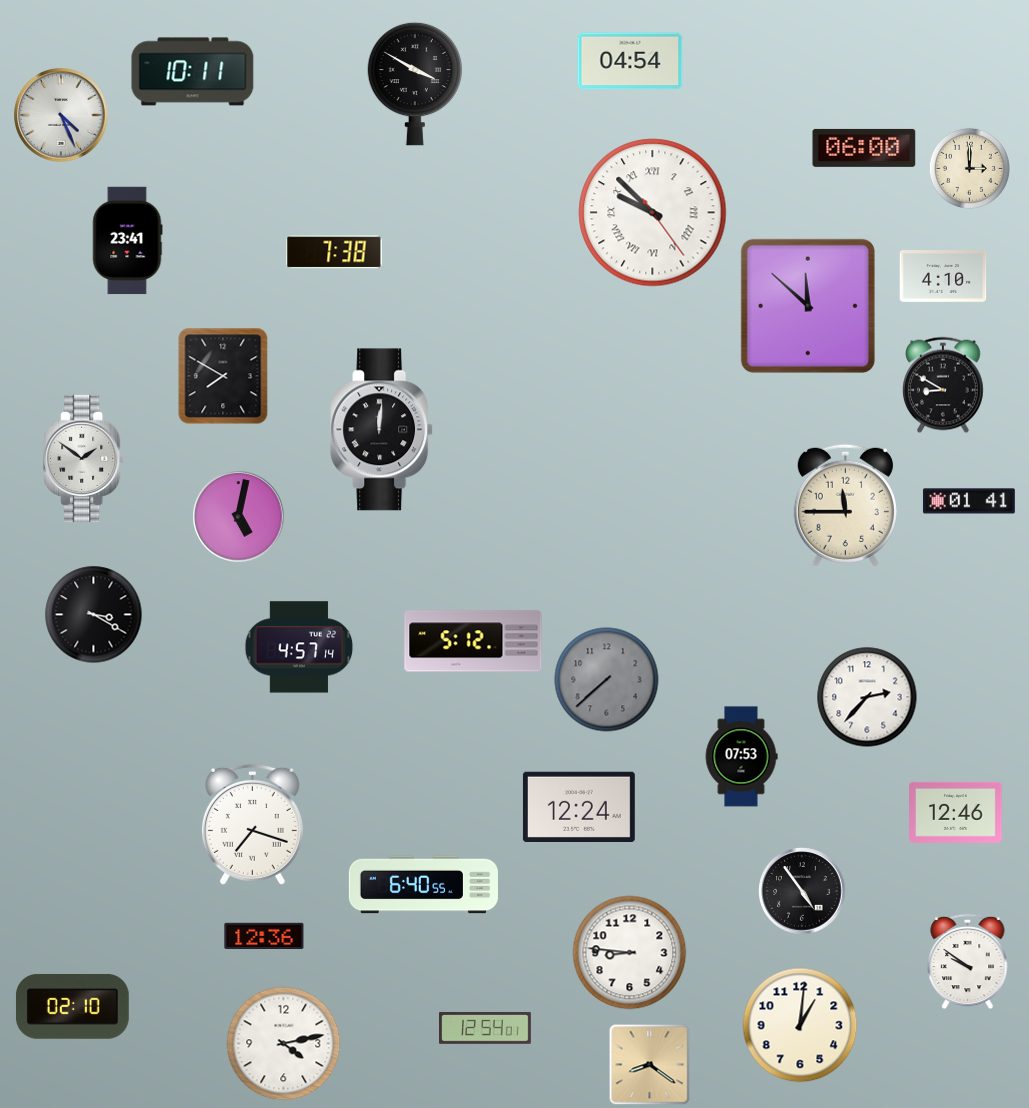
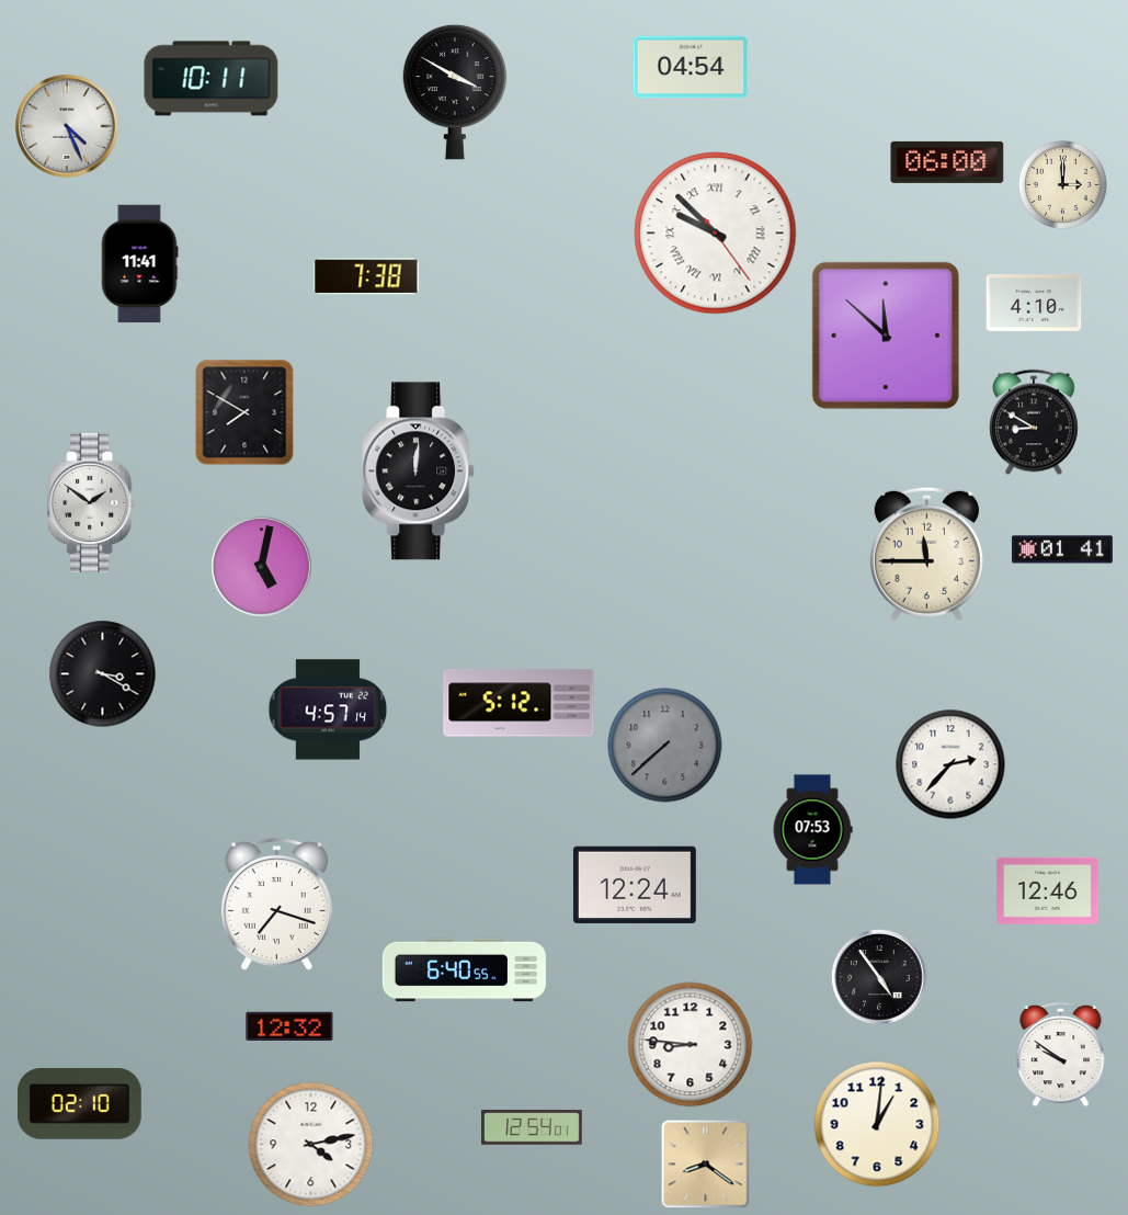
clock at (127, 241): 23:41 -> 11:41
clock at (264, 935): 12:36 -> 12:32
clock at (650, 1065) position: (650, 1065) -> (706, 1165)
